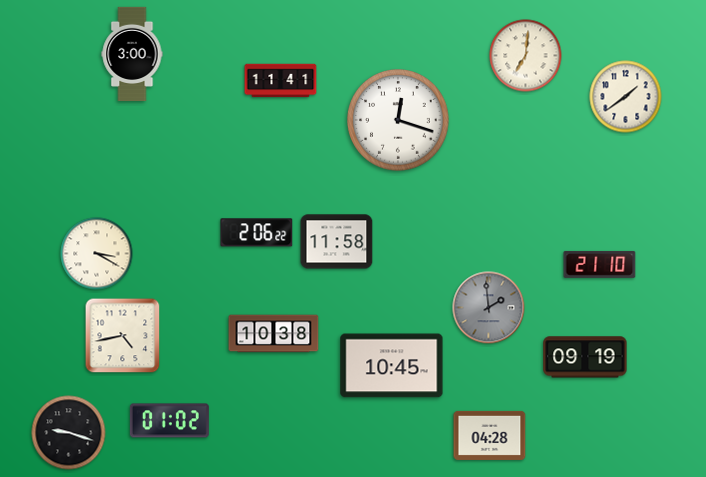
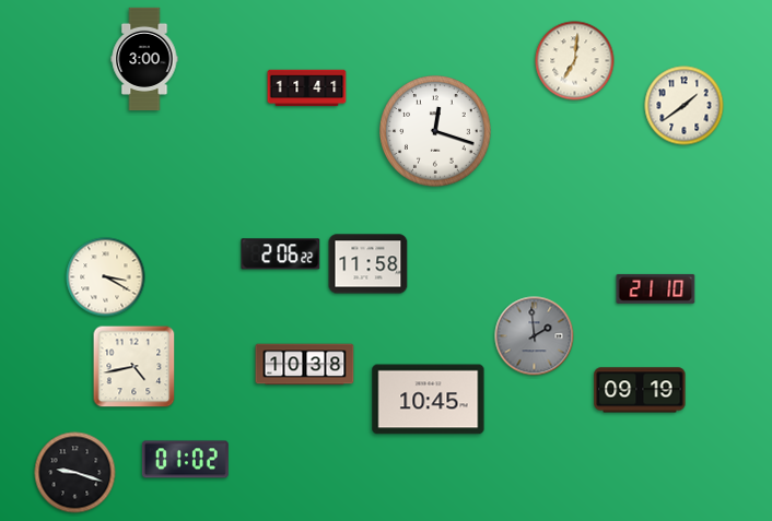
clock at (274, 334) position: (274, 334) -> (305, 365)
clock at (490, 435): 04:28 -> none
